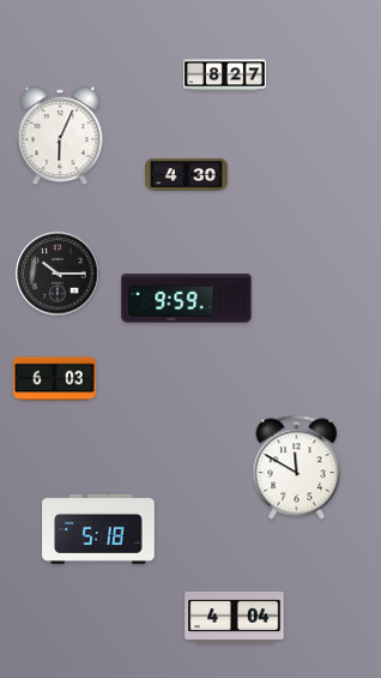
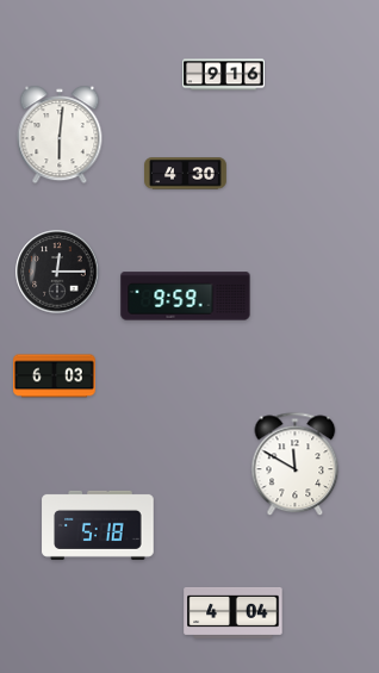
clock at (225, 76): 8:27 -> 9:16
clock at (60, 136): 6:04 -> 6:01
clock at (58, 274): 10:15 -> 12:15
